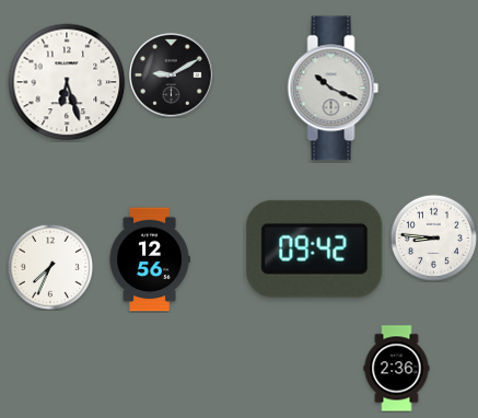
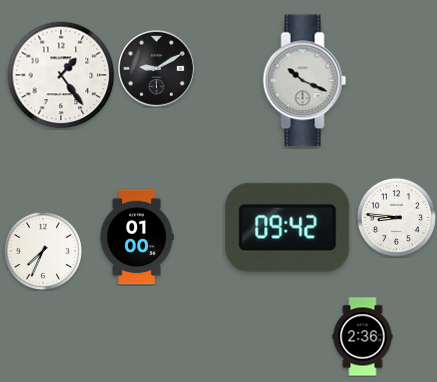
clock at (67, 82): 6:27 -> 1:24
clock at (150, 259): 12:56 -> 01:00
clock at (50, 267) position: (50, 267) -> (43, 251)
